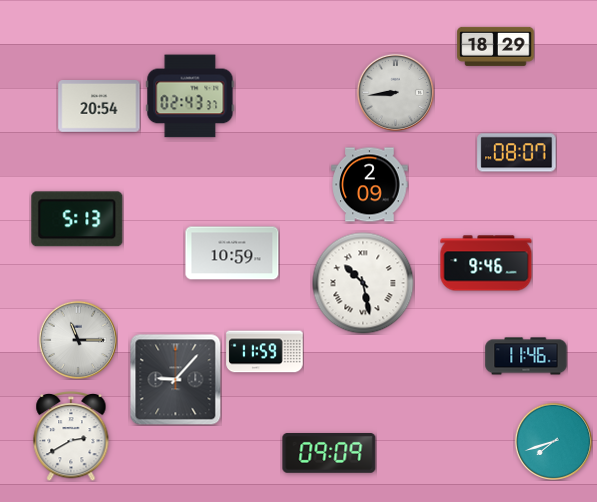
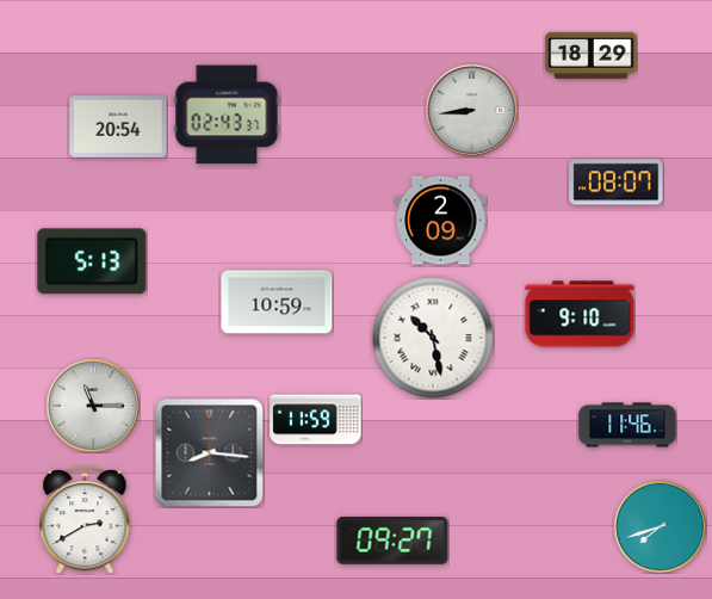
clock at (486, 263): 9:46 -> 9:10
clock at (175, 379): 9:07 -> 8:16
clock at (329, 454): 09:09 -> 09:27
